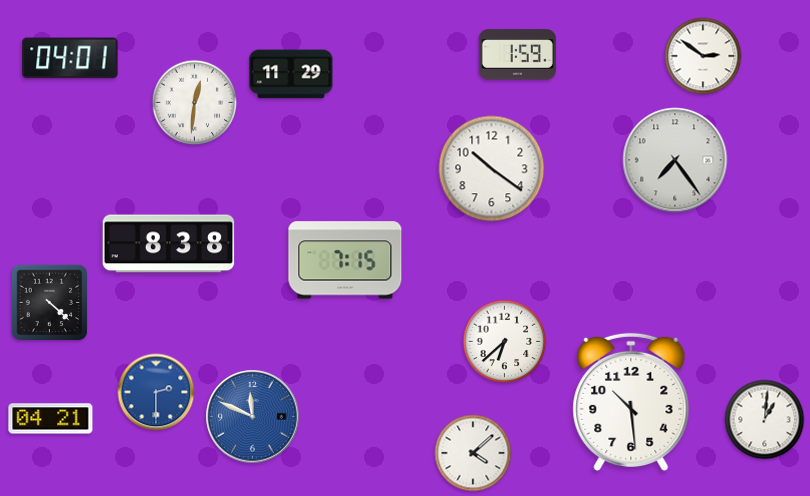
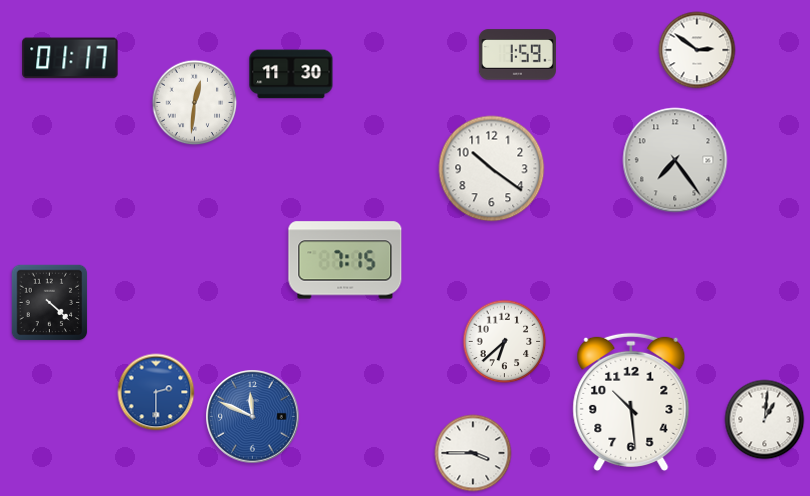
clock at (703, 56) position: (703, 56) -> (697, 50)
clock at (70, 58): 04:01 -> 01:17
clock at (291, 74): 11:29 -> 11:30
clock at (169, 244): 8:38 -> none
clock at (51, 419): 04:21 -> none
clock at (473, 453): 4:08 -> 3:45
